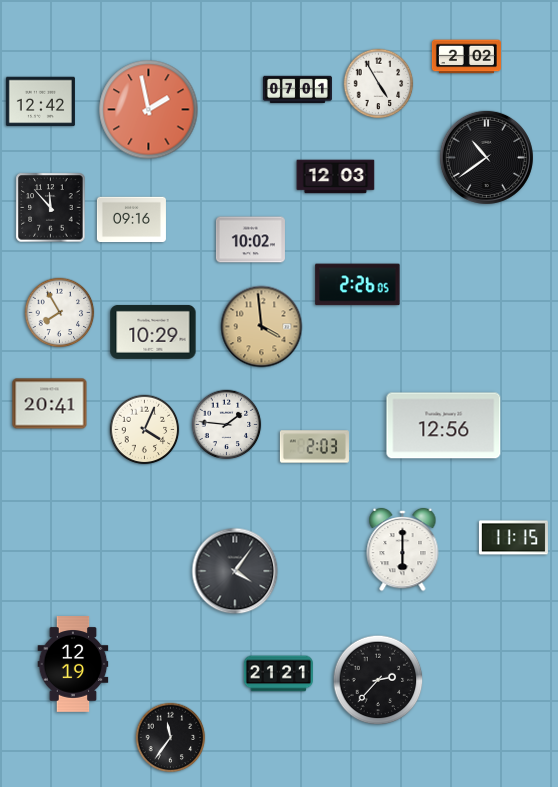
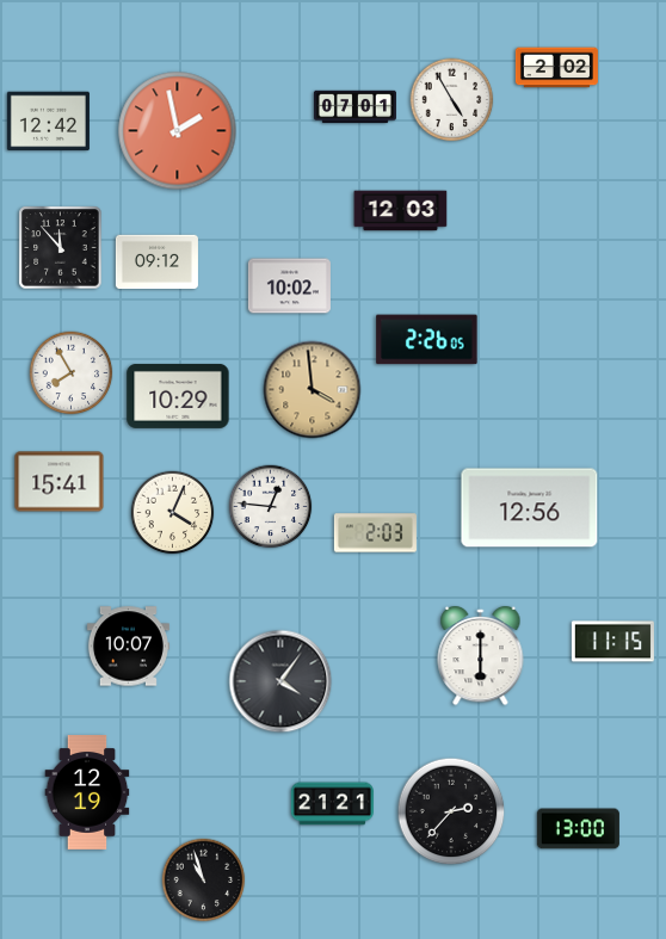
clock at (486, 157): 10:39 -> none
clock at (131, 220): 09:16 -> 09:12
clock at (250, 240) position: (250, 240) -> (289, 286)
clock at (153, 332) position: (153, 332) -> (178, 396)
clock at (50, 404): 20:41 -> 15:41
clock at (227, 425): 1:46 -> 12:46
clock at (128, 647): none -> 10:07
clock at (578, 829): none -> 13:00
clock at (171, 738): 11:36 -> 10:57
